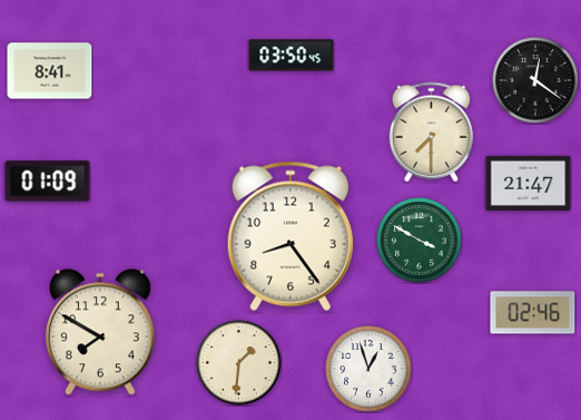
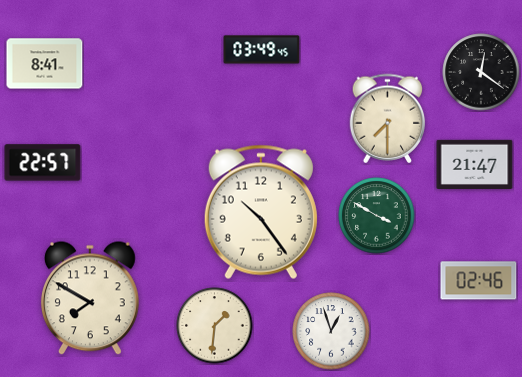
clock at (292, 56): 03:50 -> 03:49
clock at (48, 182): 01:09 -> 22:57
clock at (290, 236): 8:24 -> 10:24
